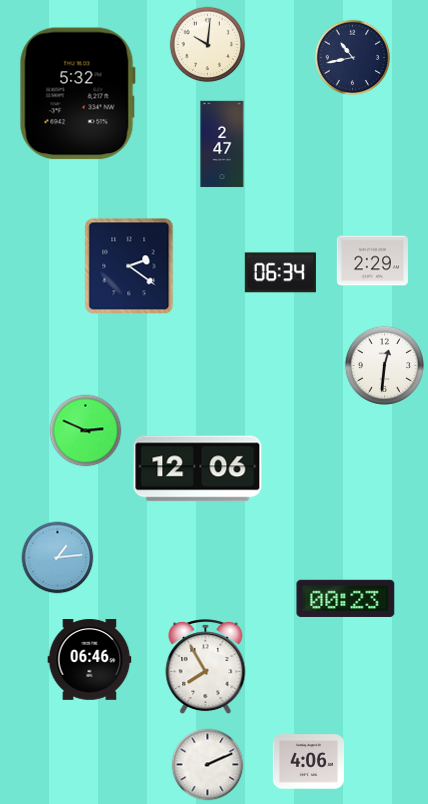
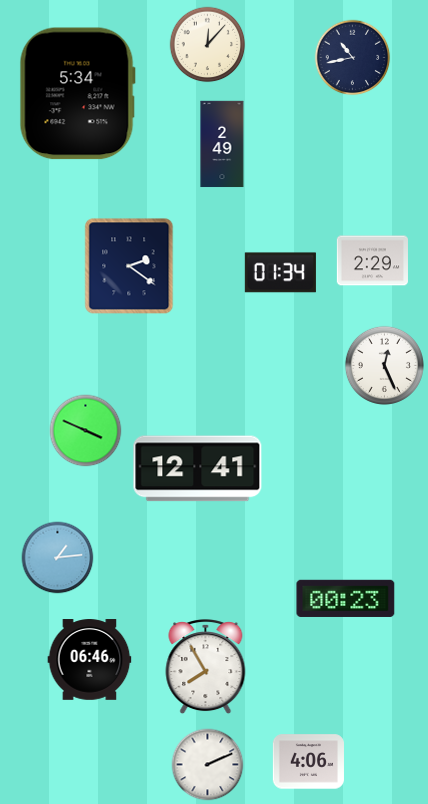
clock at (208, 45): 10:01 -> 12:07
clock at (77, 94): 5:32 -> 5:34
clock at (222, 144): 2:47 -> 2:49
clock at (280, 273): 06:34 -> 01:34
clock at (384, 365): 12:31 -> 12:26
clock at (86, 431): 2:49 -> 3:49
clock at (198, 469): 12:06 -> 12:41
